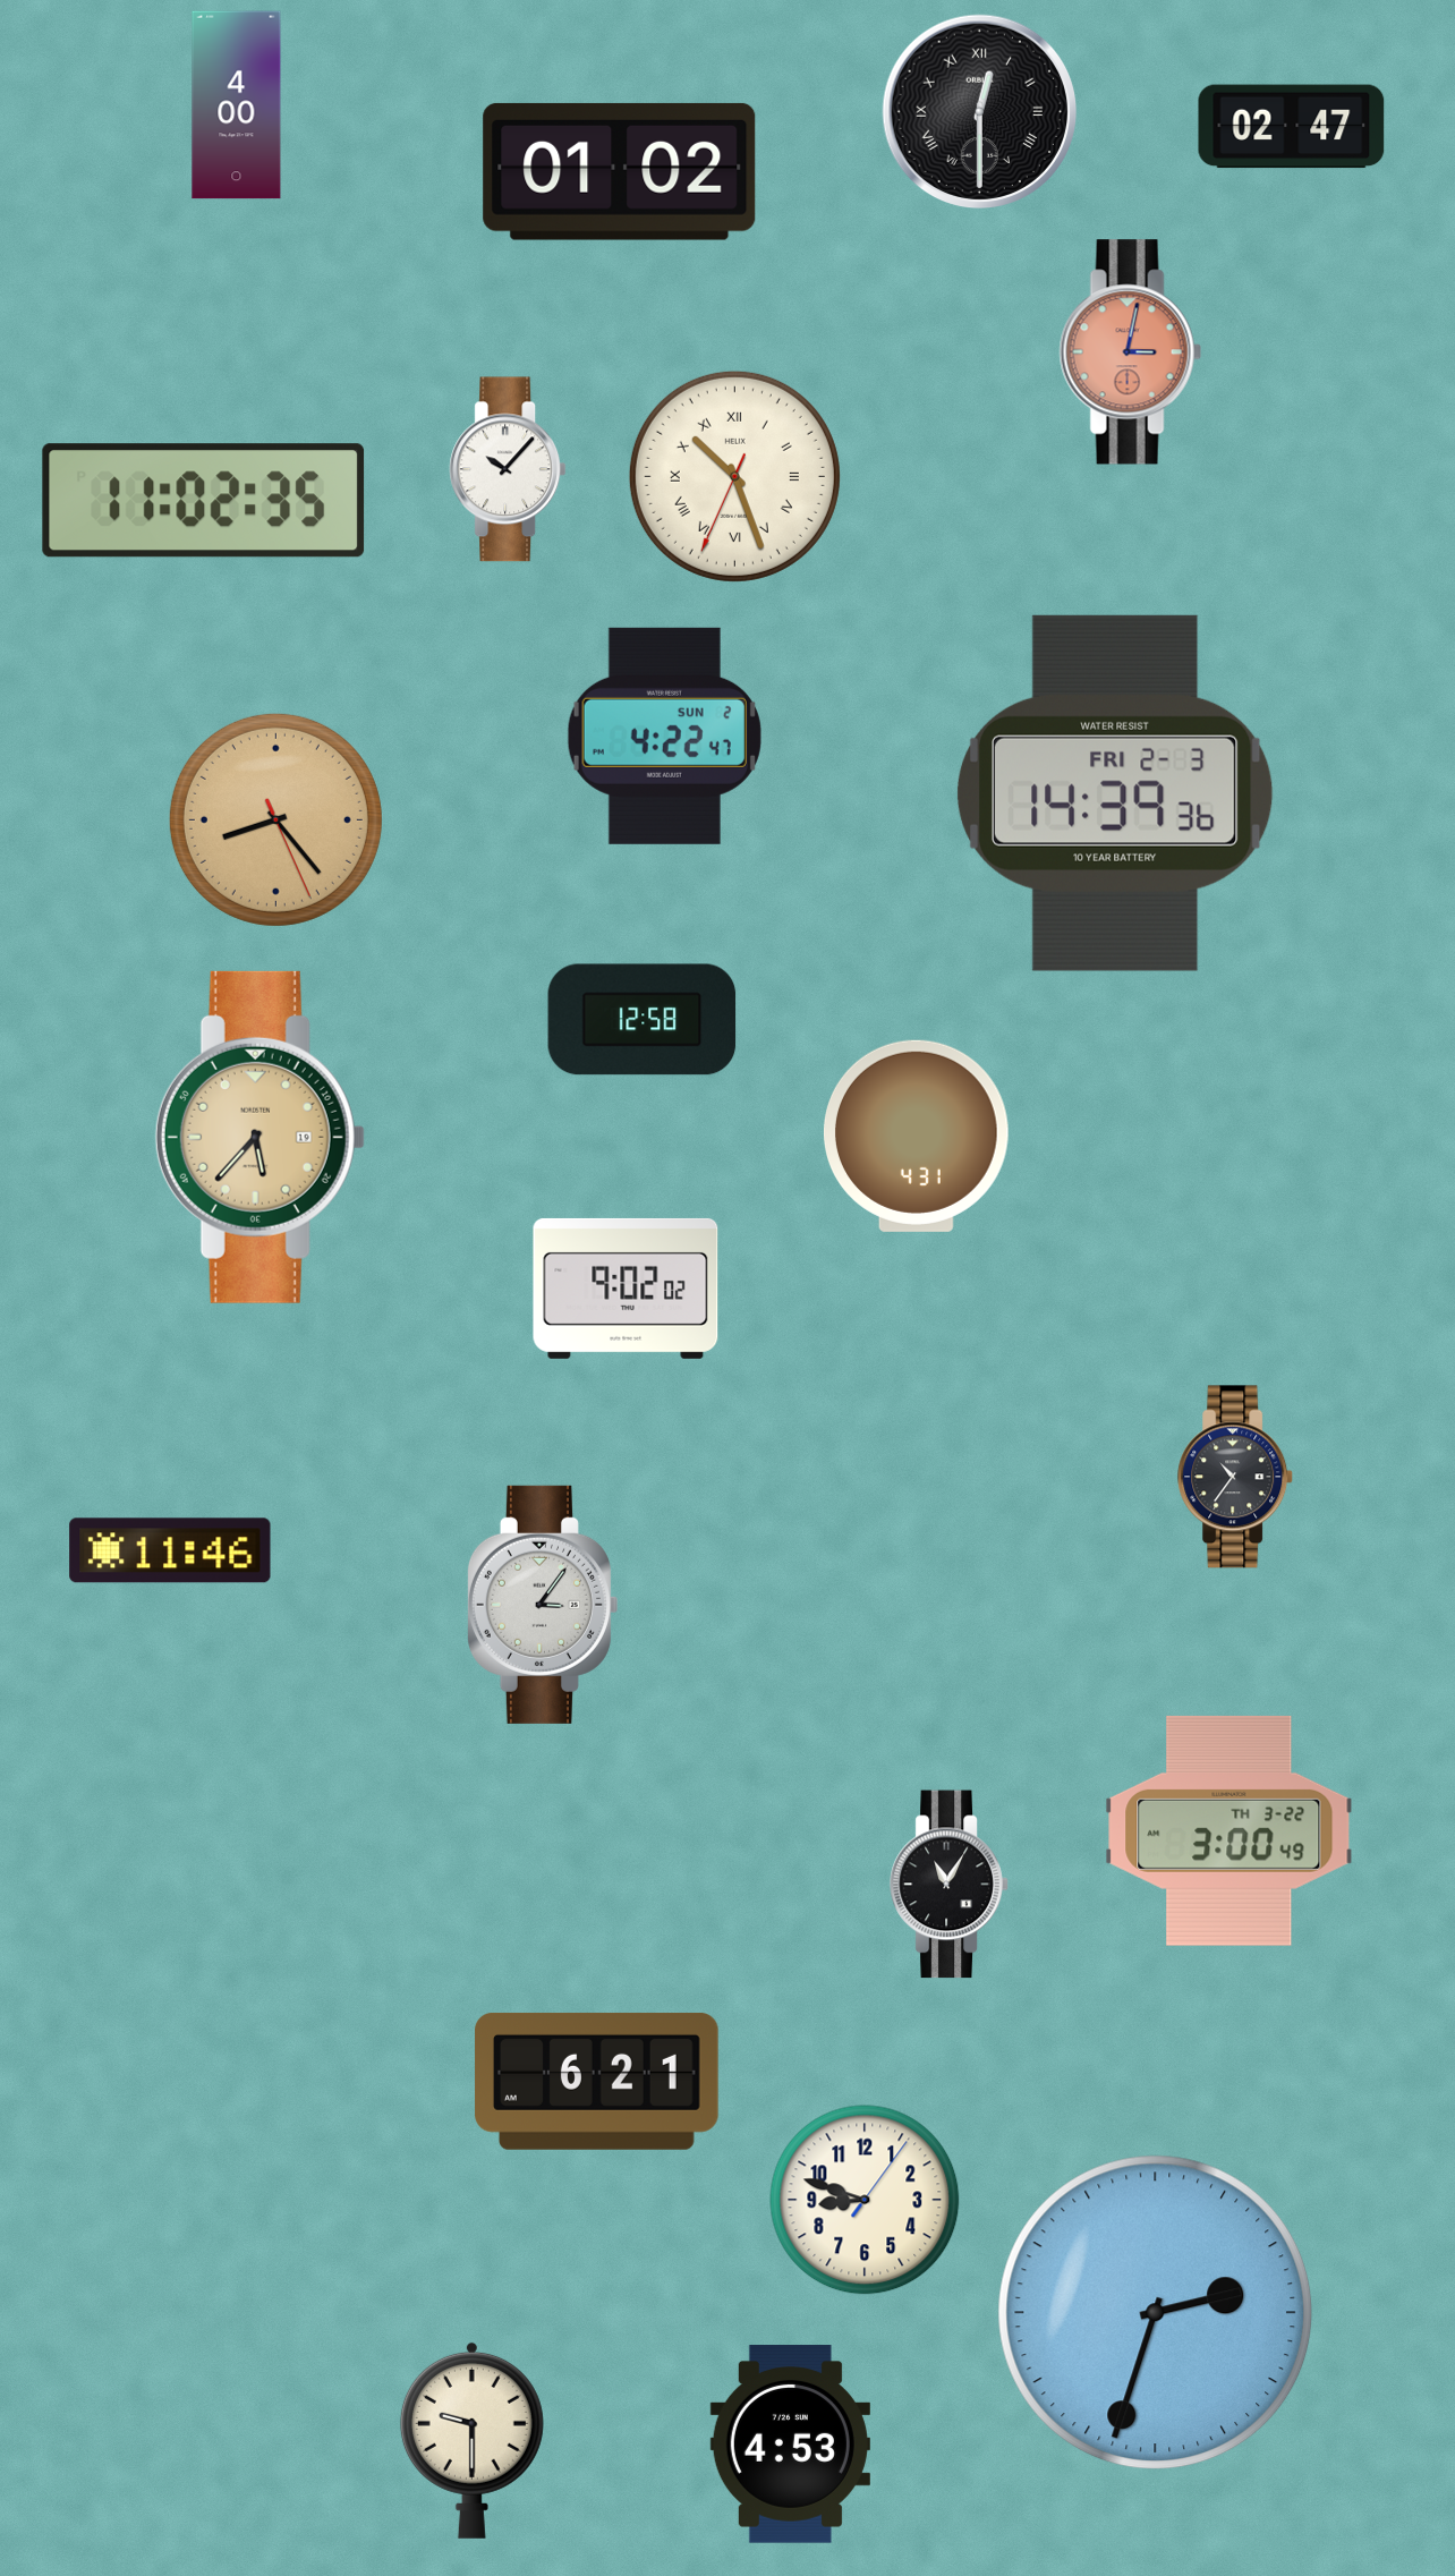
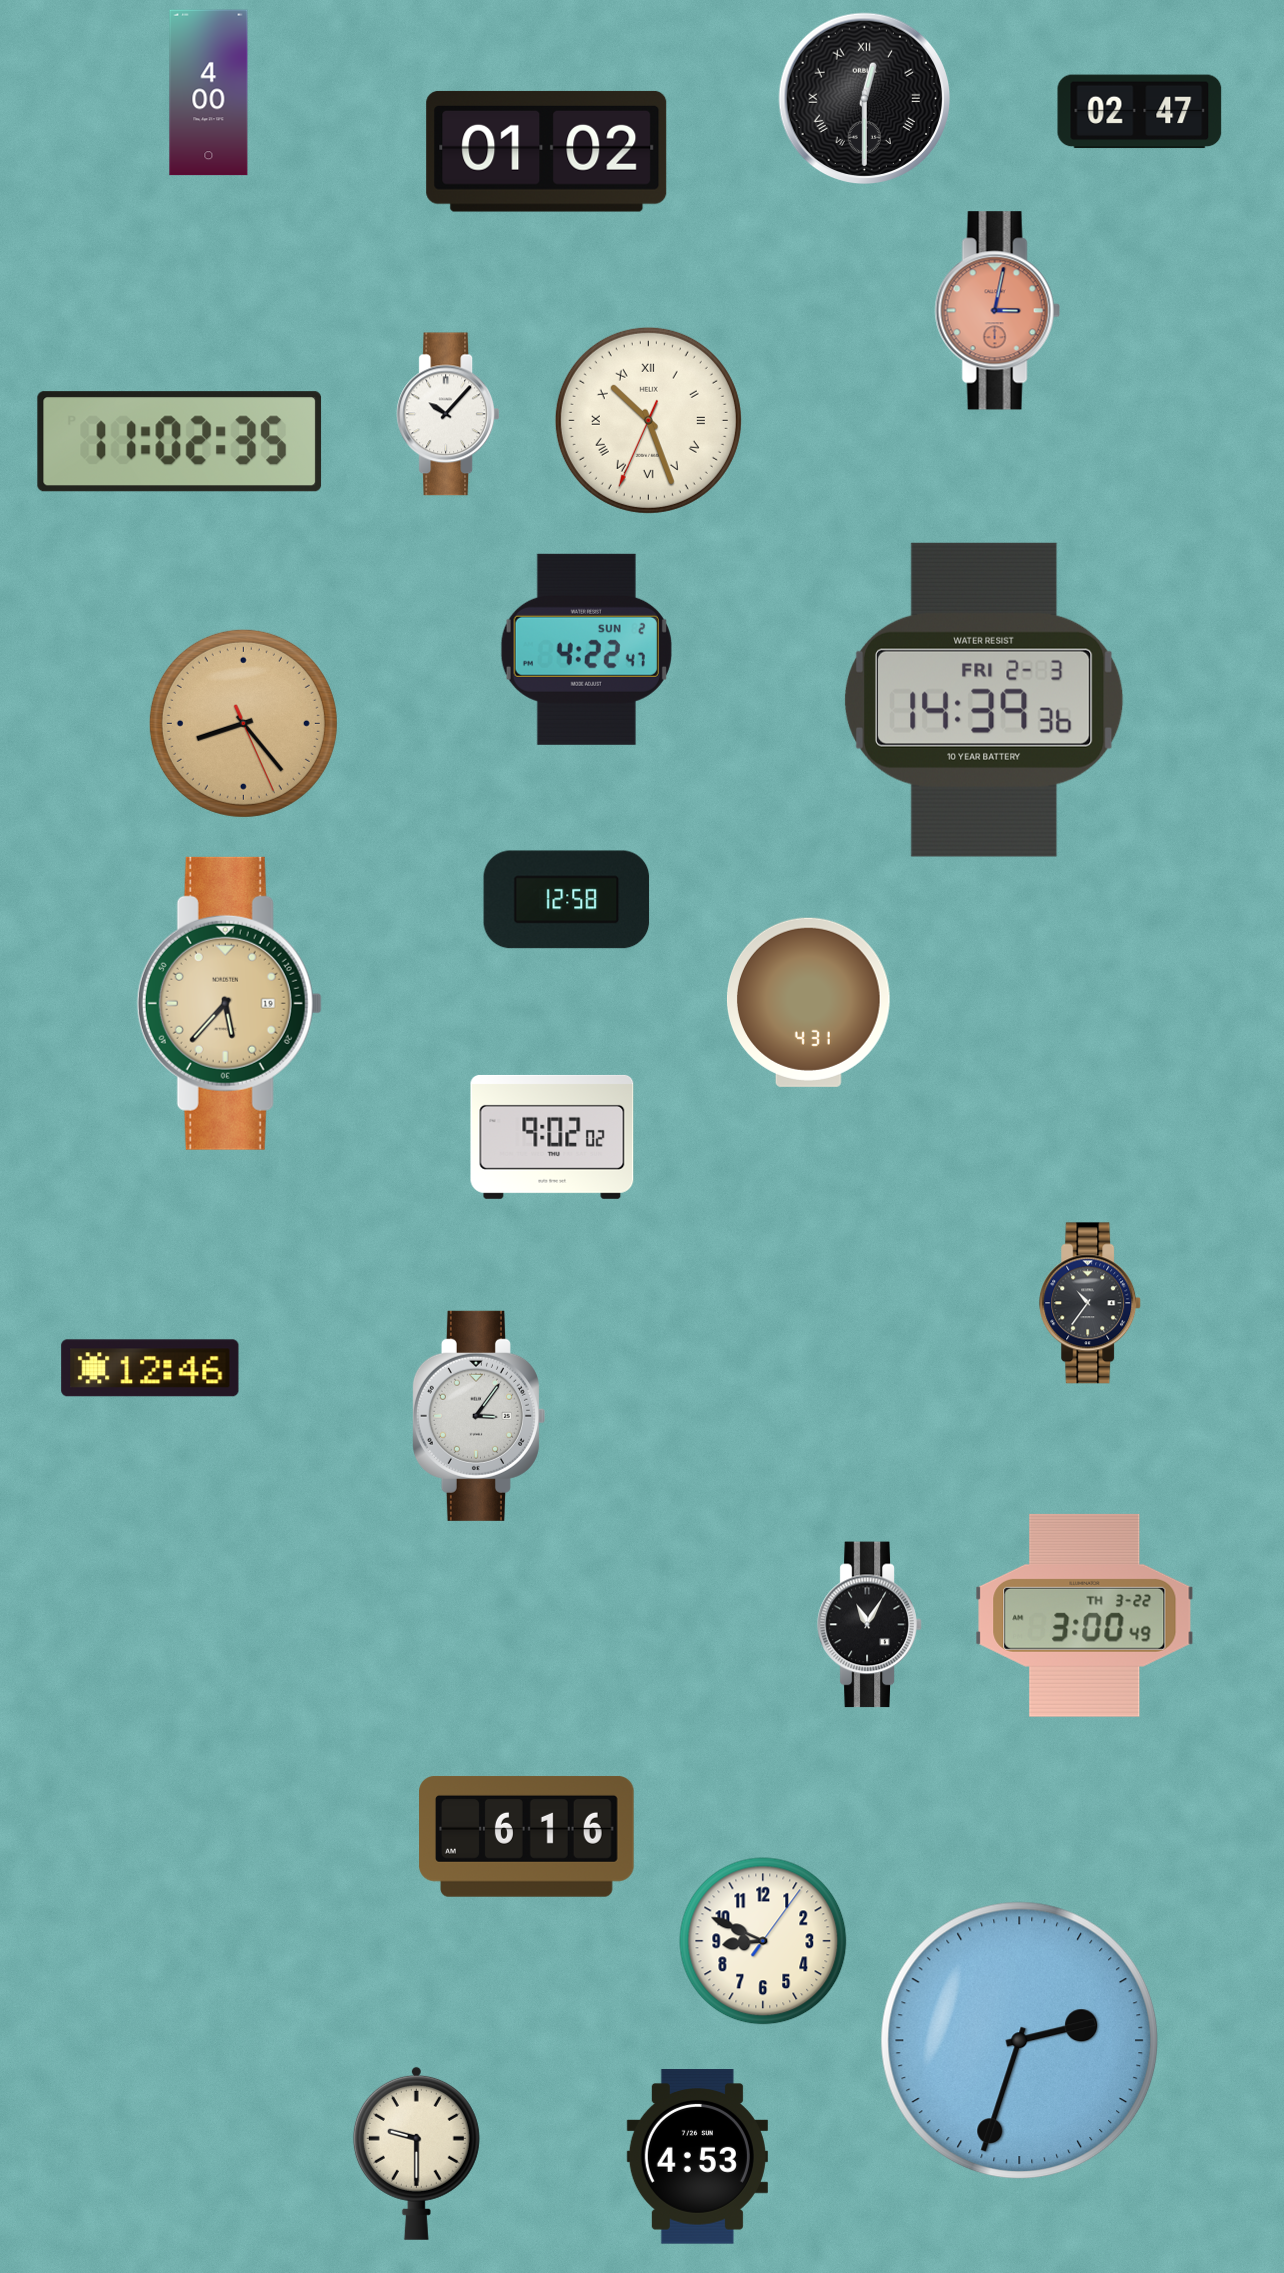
clock at (170, 1550): 11:46 -> 12:46
clock at (950, 1885) position: (950, 1885) -> (870, 1625)
clock at (597, 2081): 6:21 -> 6:16
clock at (865, 2200): 8:48 -> 8:49
